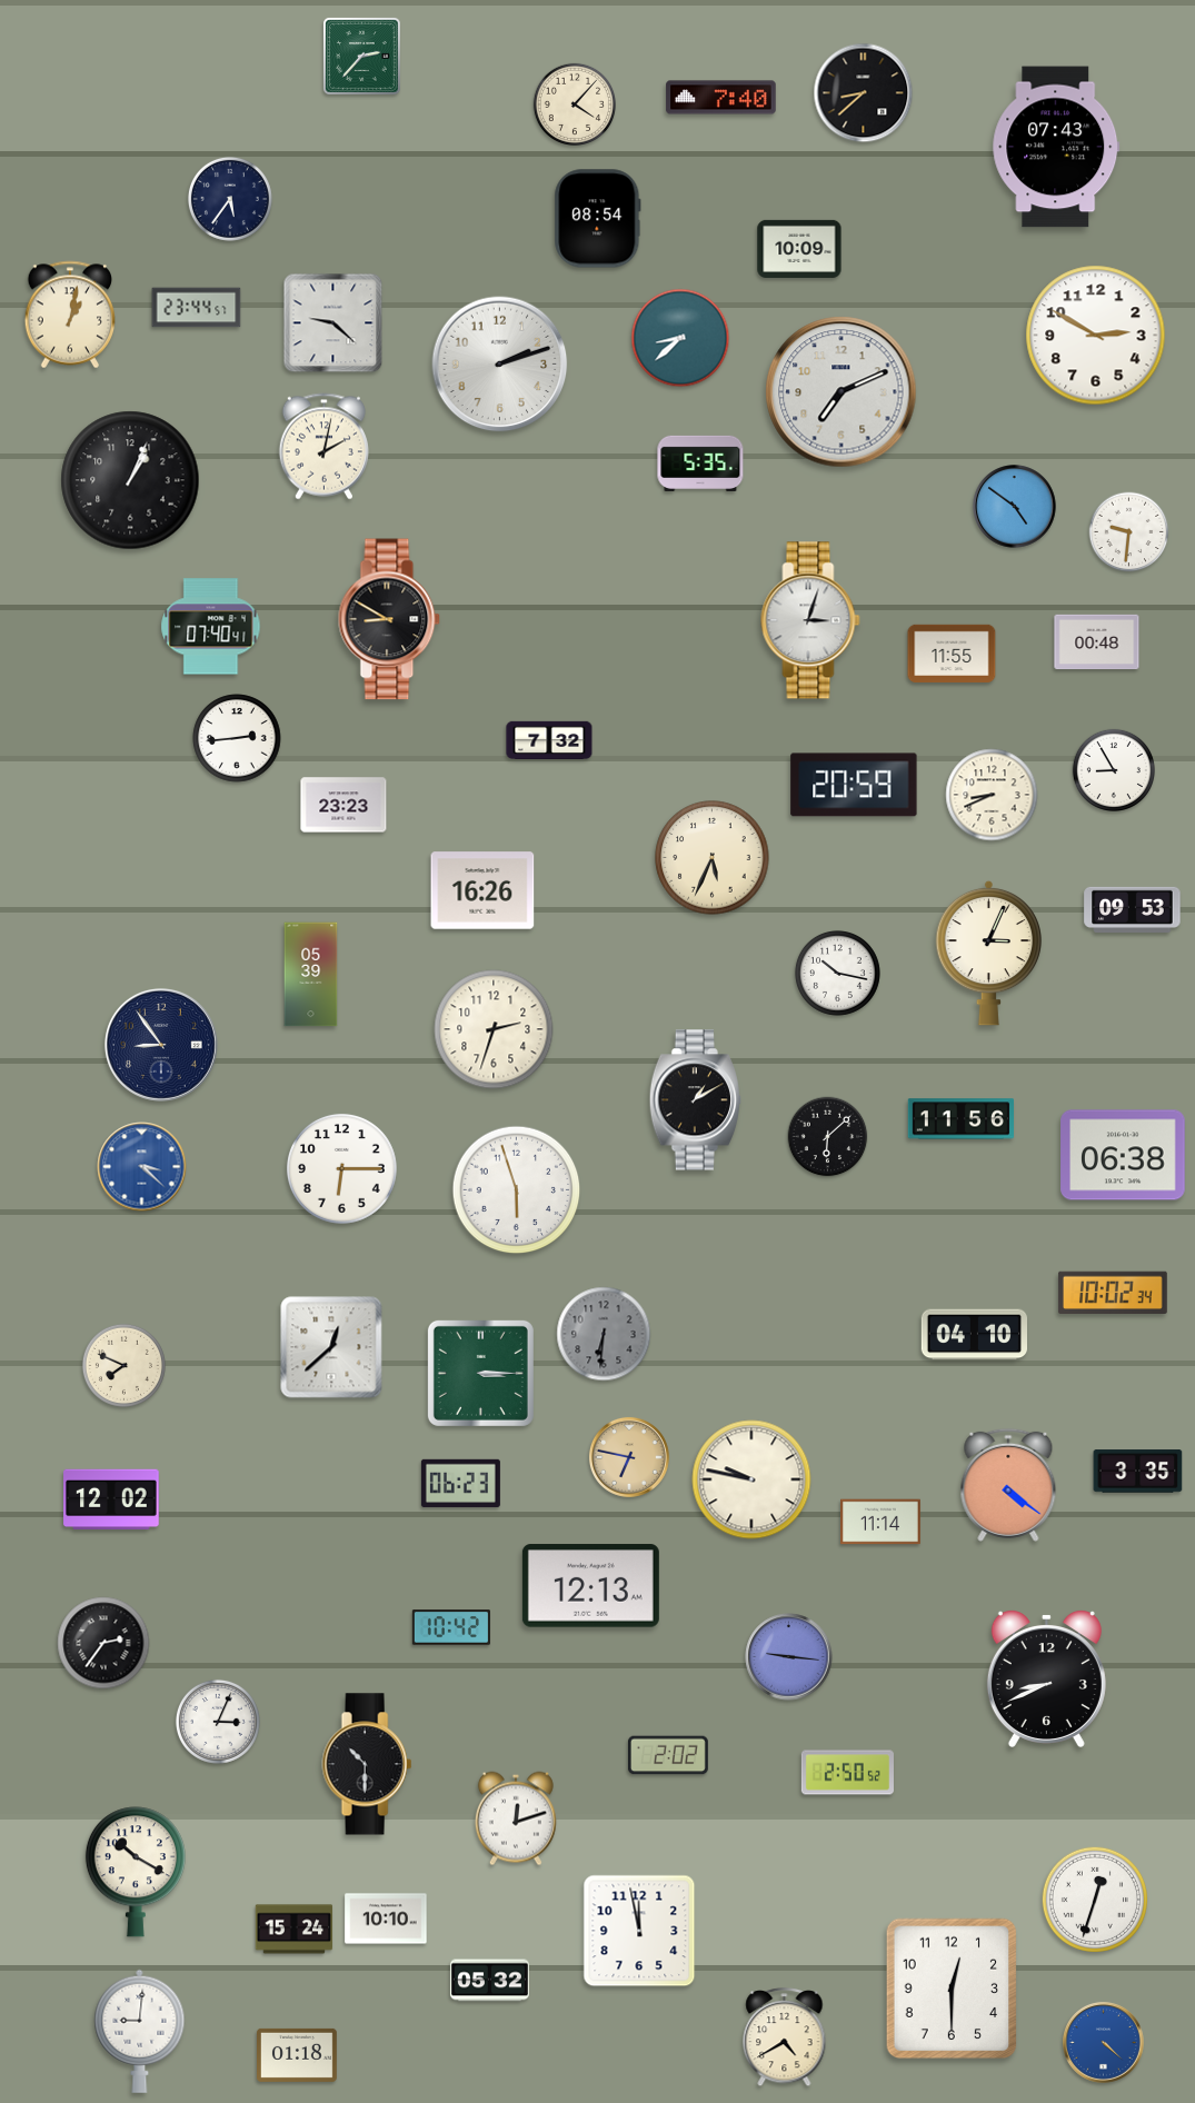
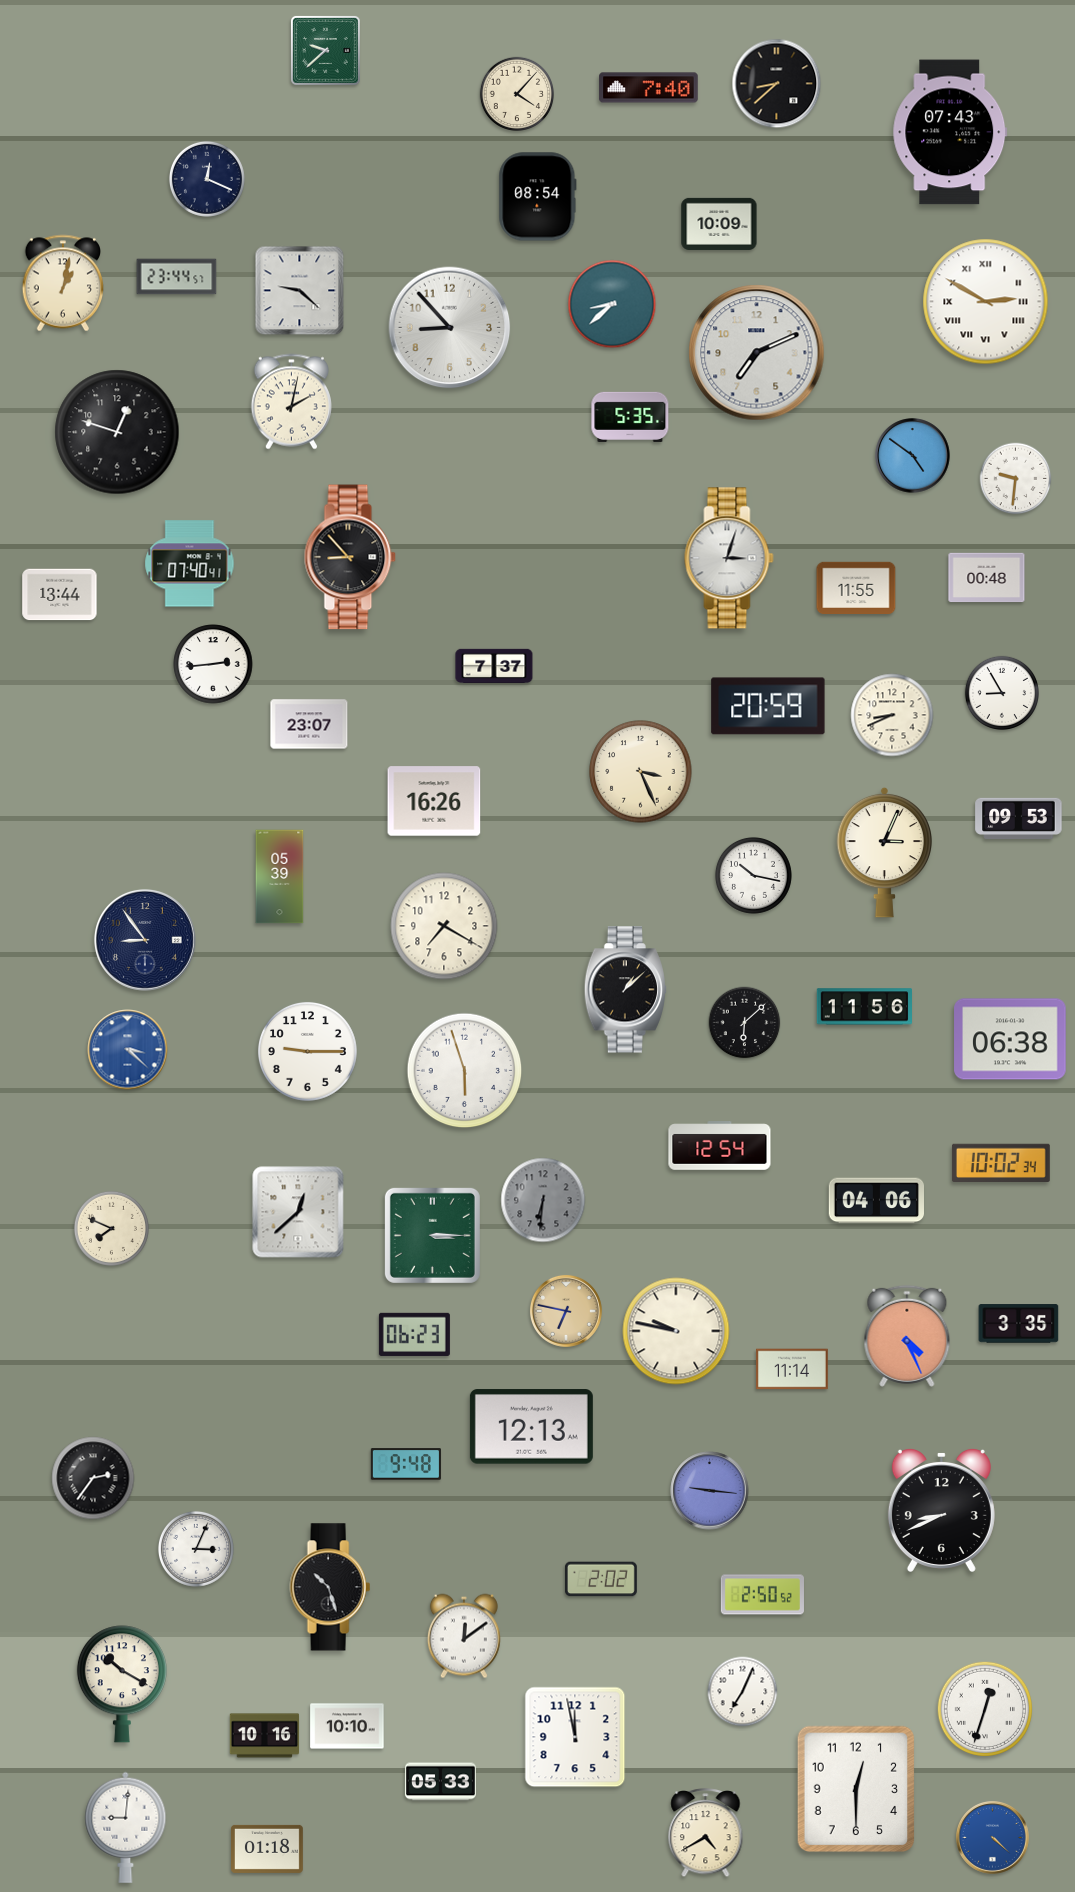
clock at (361, 56): 2:37 -> 9:38
clock at (230, 199): 5:36 -> 12:19
clock at (1096, 336) numerals: Arabic -> Roman
clock at (500, 365): 2:12 -> 8:53
clock at (130, 480): 1:04 -> 12:48
clock at (389, 619): 8:50 -> 8:53
clock at (60, 595): none -> 13:44
clock at (549, 739): 7:32 -> 7:37
clock at (343, 805): 23:23 -> 23:07
clock at (713, 858): 5:34 -> 3:26
clock at (989, 953) position: (989, 953) -> (885, 852)
clock at (494, 1029): 2:33 -> 7:20
clock at (695, 1100): 1:10 -> 1:08
clock at (341, 1168): 6:15 -> 9:15
clock at (720, 1146): none -> 12:54
clock at (974, 1335): 04:10 -> 04:06
clock at (1138, 1472) position: (1138, 1472) -> (1019, 1324)
clock at (1008, 1485): 4:21 -> 4:26
clock at (111, 1499): 12:02 -> none
clock at (451, 1627): 10:42 -> 9:48
clock at (367, 1764): 10:30 -> 10:27
clock at (516, 1818): 12:12 -> 12:09
clock at (743, 1692): none -> 7:04
clock at (295, 1930): 15:24 -> 10:16
clock at (489, 1981): 05:32 -> 05:33
